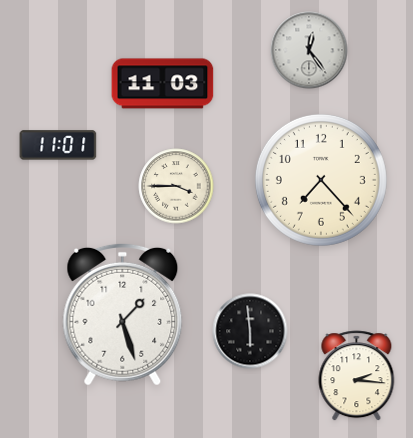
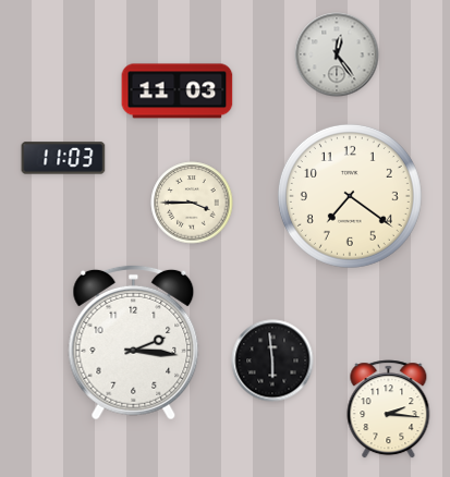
clock at (58, 145): 11:01 -> 11:03
clock at (321, 180): 7:23 -> 7:21
clock at (123, 314): 1:27 -> 2:16
